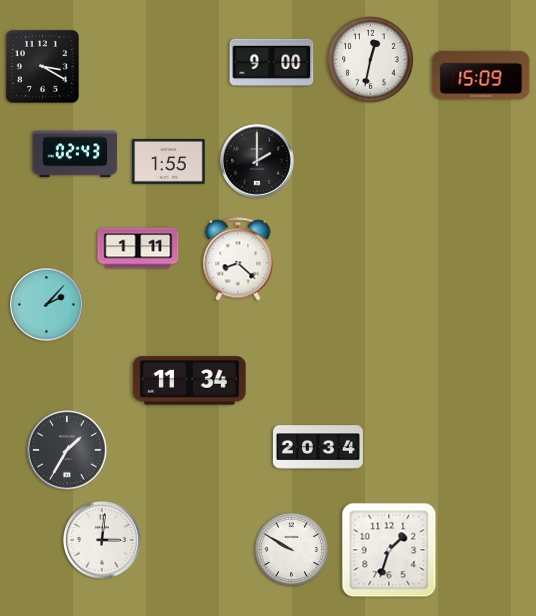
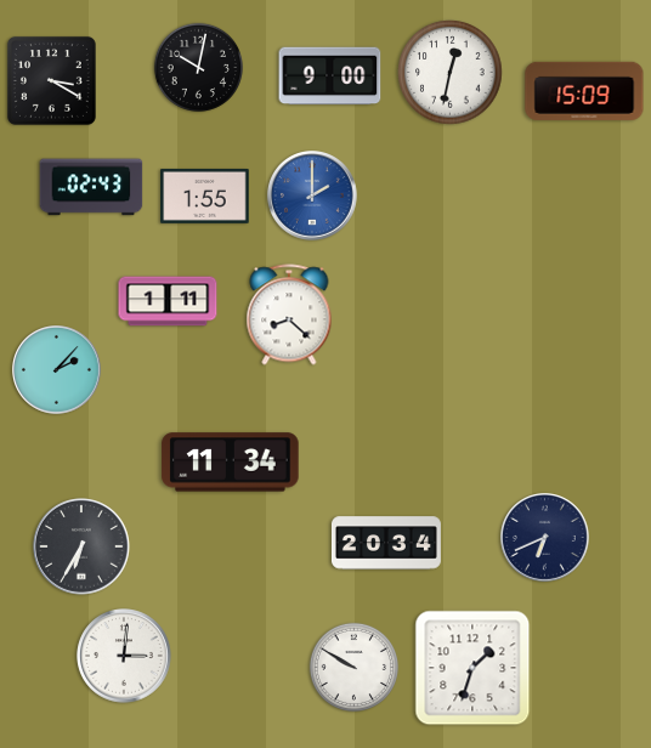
clock at (199, 68): none -> 10:02
clock at (258, 162) dial: black -> blue
clock at (545, 538): none -> 6:41
clock at (67, 450): 1:35 -> 6:35
